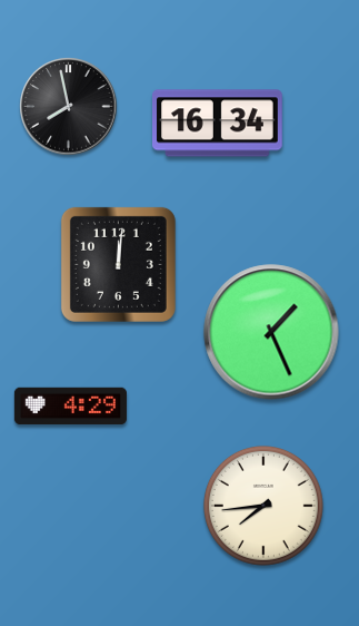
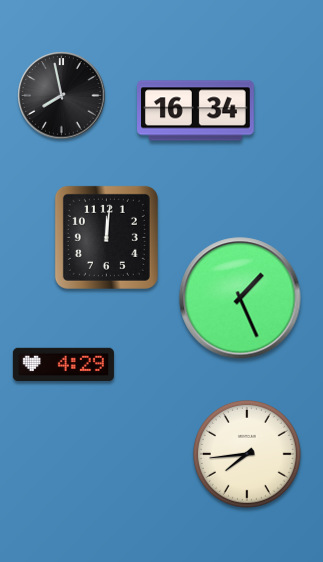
clock at (271, 332) position: (271, 332) -> (240, 298)
clock at (263, 506) position: (263, 506) -> (247, 454)
